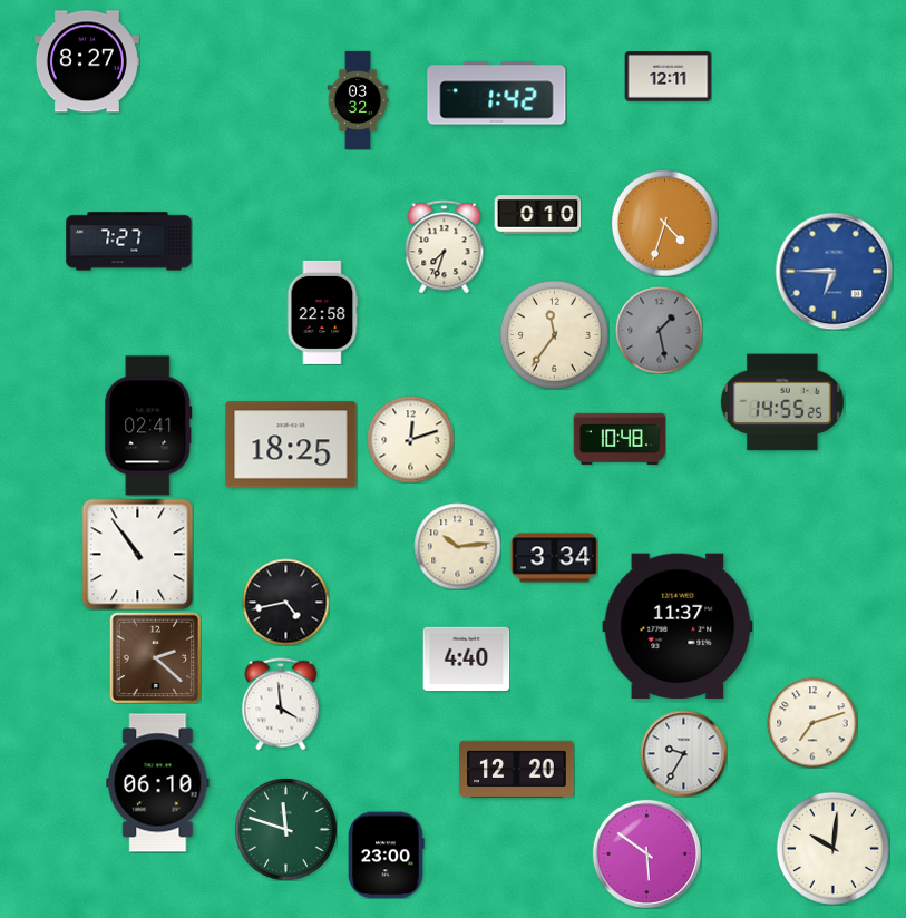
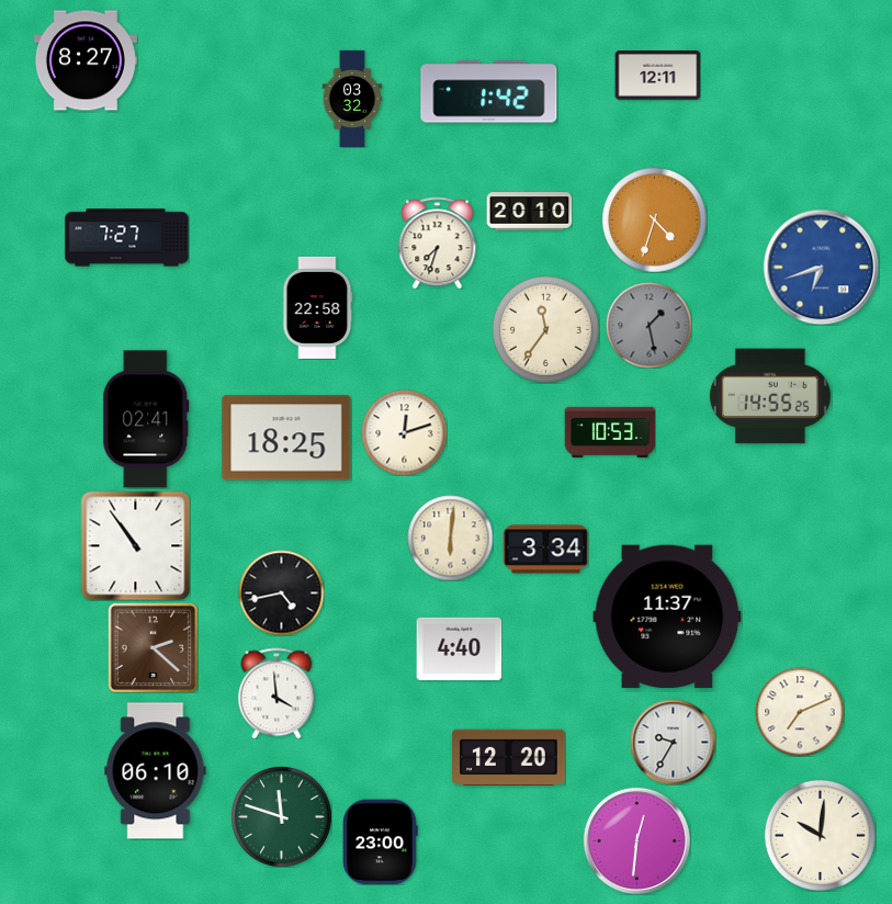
clock at (537, 215): 0:10 -> 20:10
clock at (834, 271): 6:45 -> 6:42
clock at (620, 438): 10:48 -> 10:53
clock at (457, 546): 10:14 -> 6:01
clock at (812, 723): 7:12 -> 7:11
clock at (646, 853): 5:51 -> 12:31
